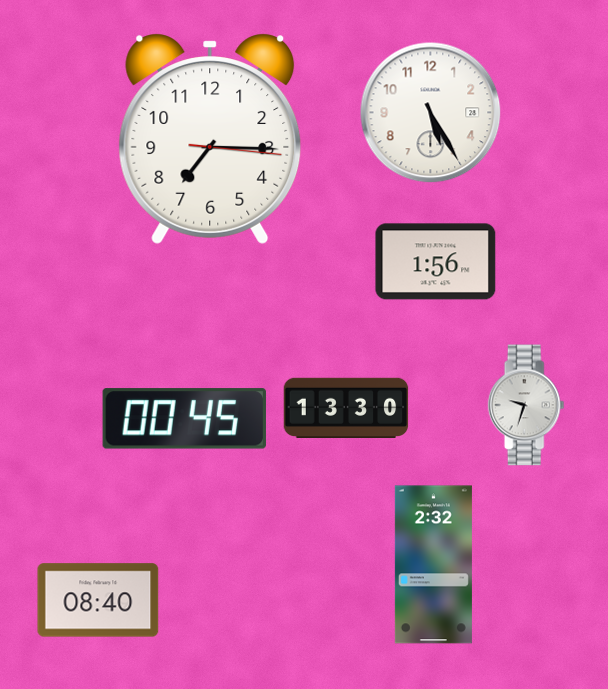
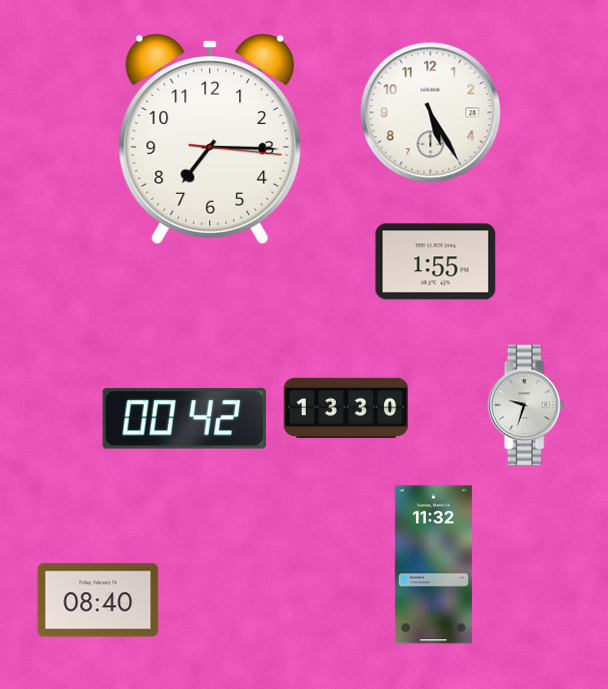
clock at (436, 262): 1:56 -> 1:55
clock at (184, 419): 00:45 -> 00:42
clock at (433, 565): 2:32 -> 11:32
